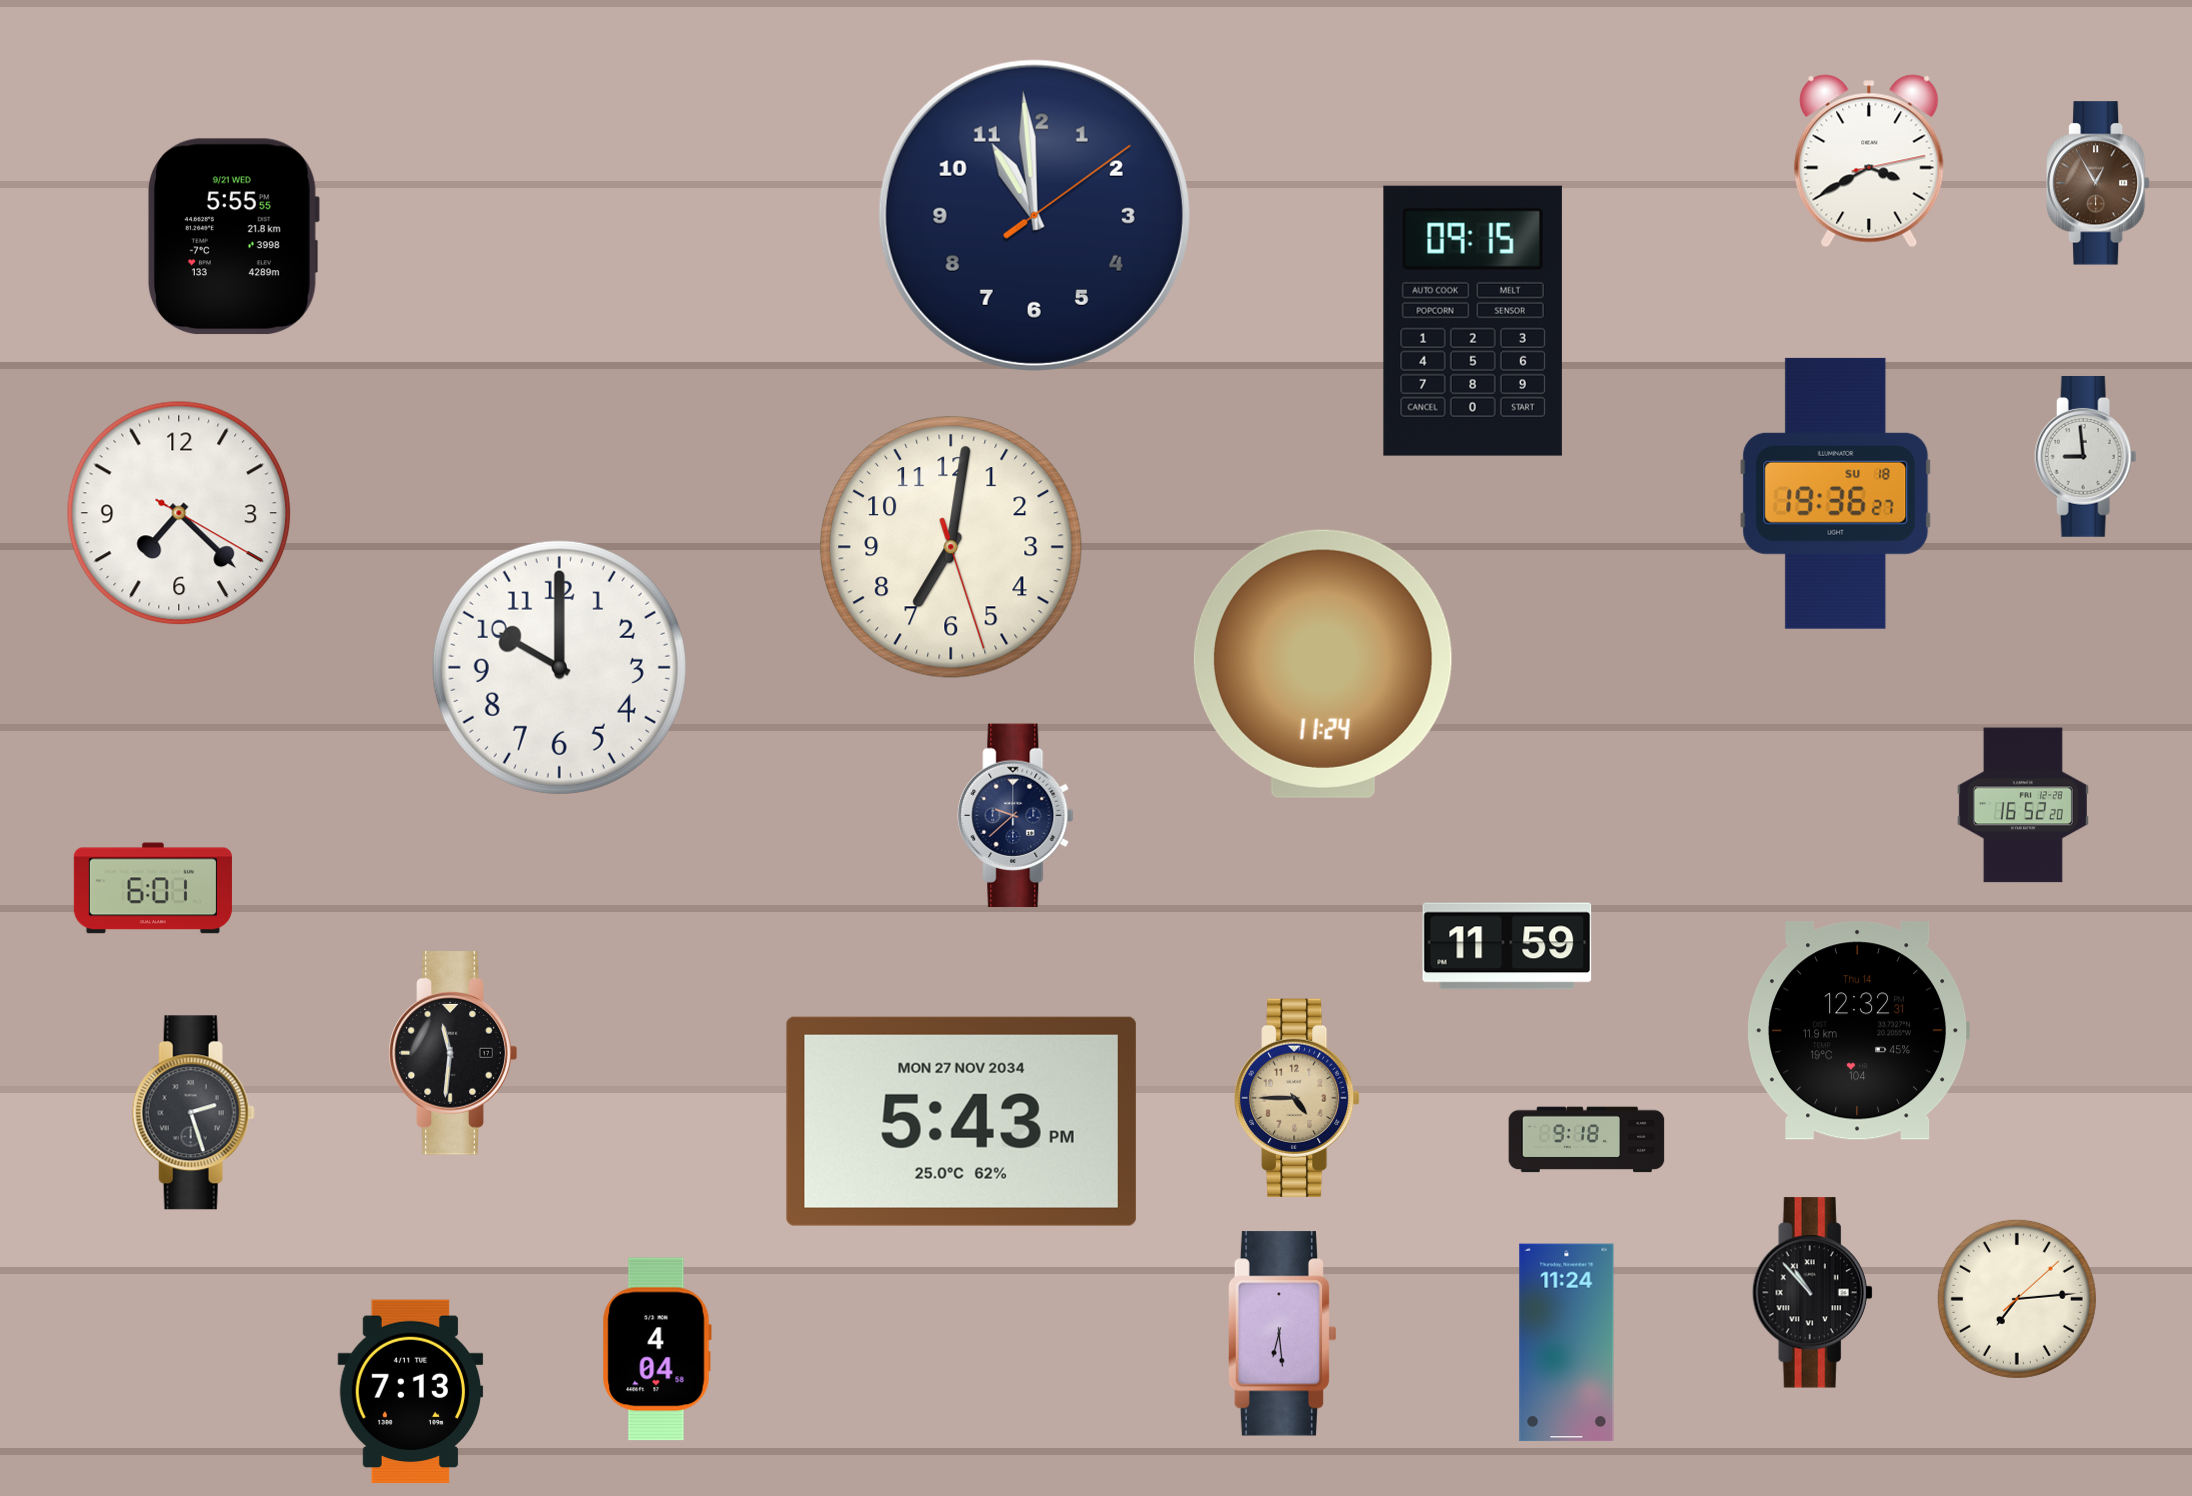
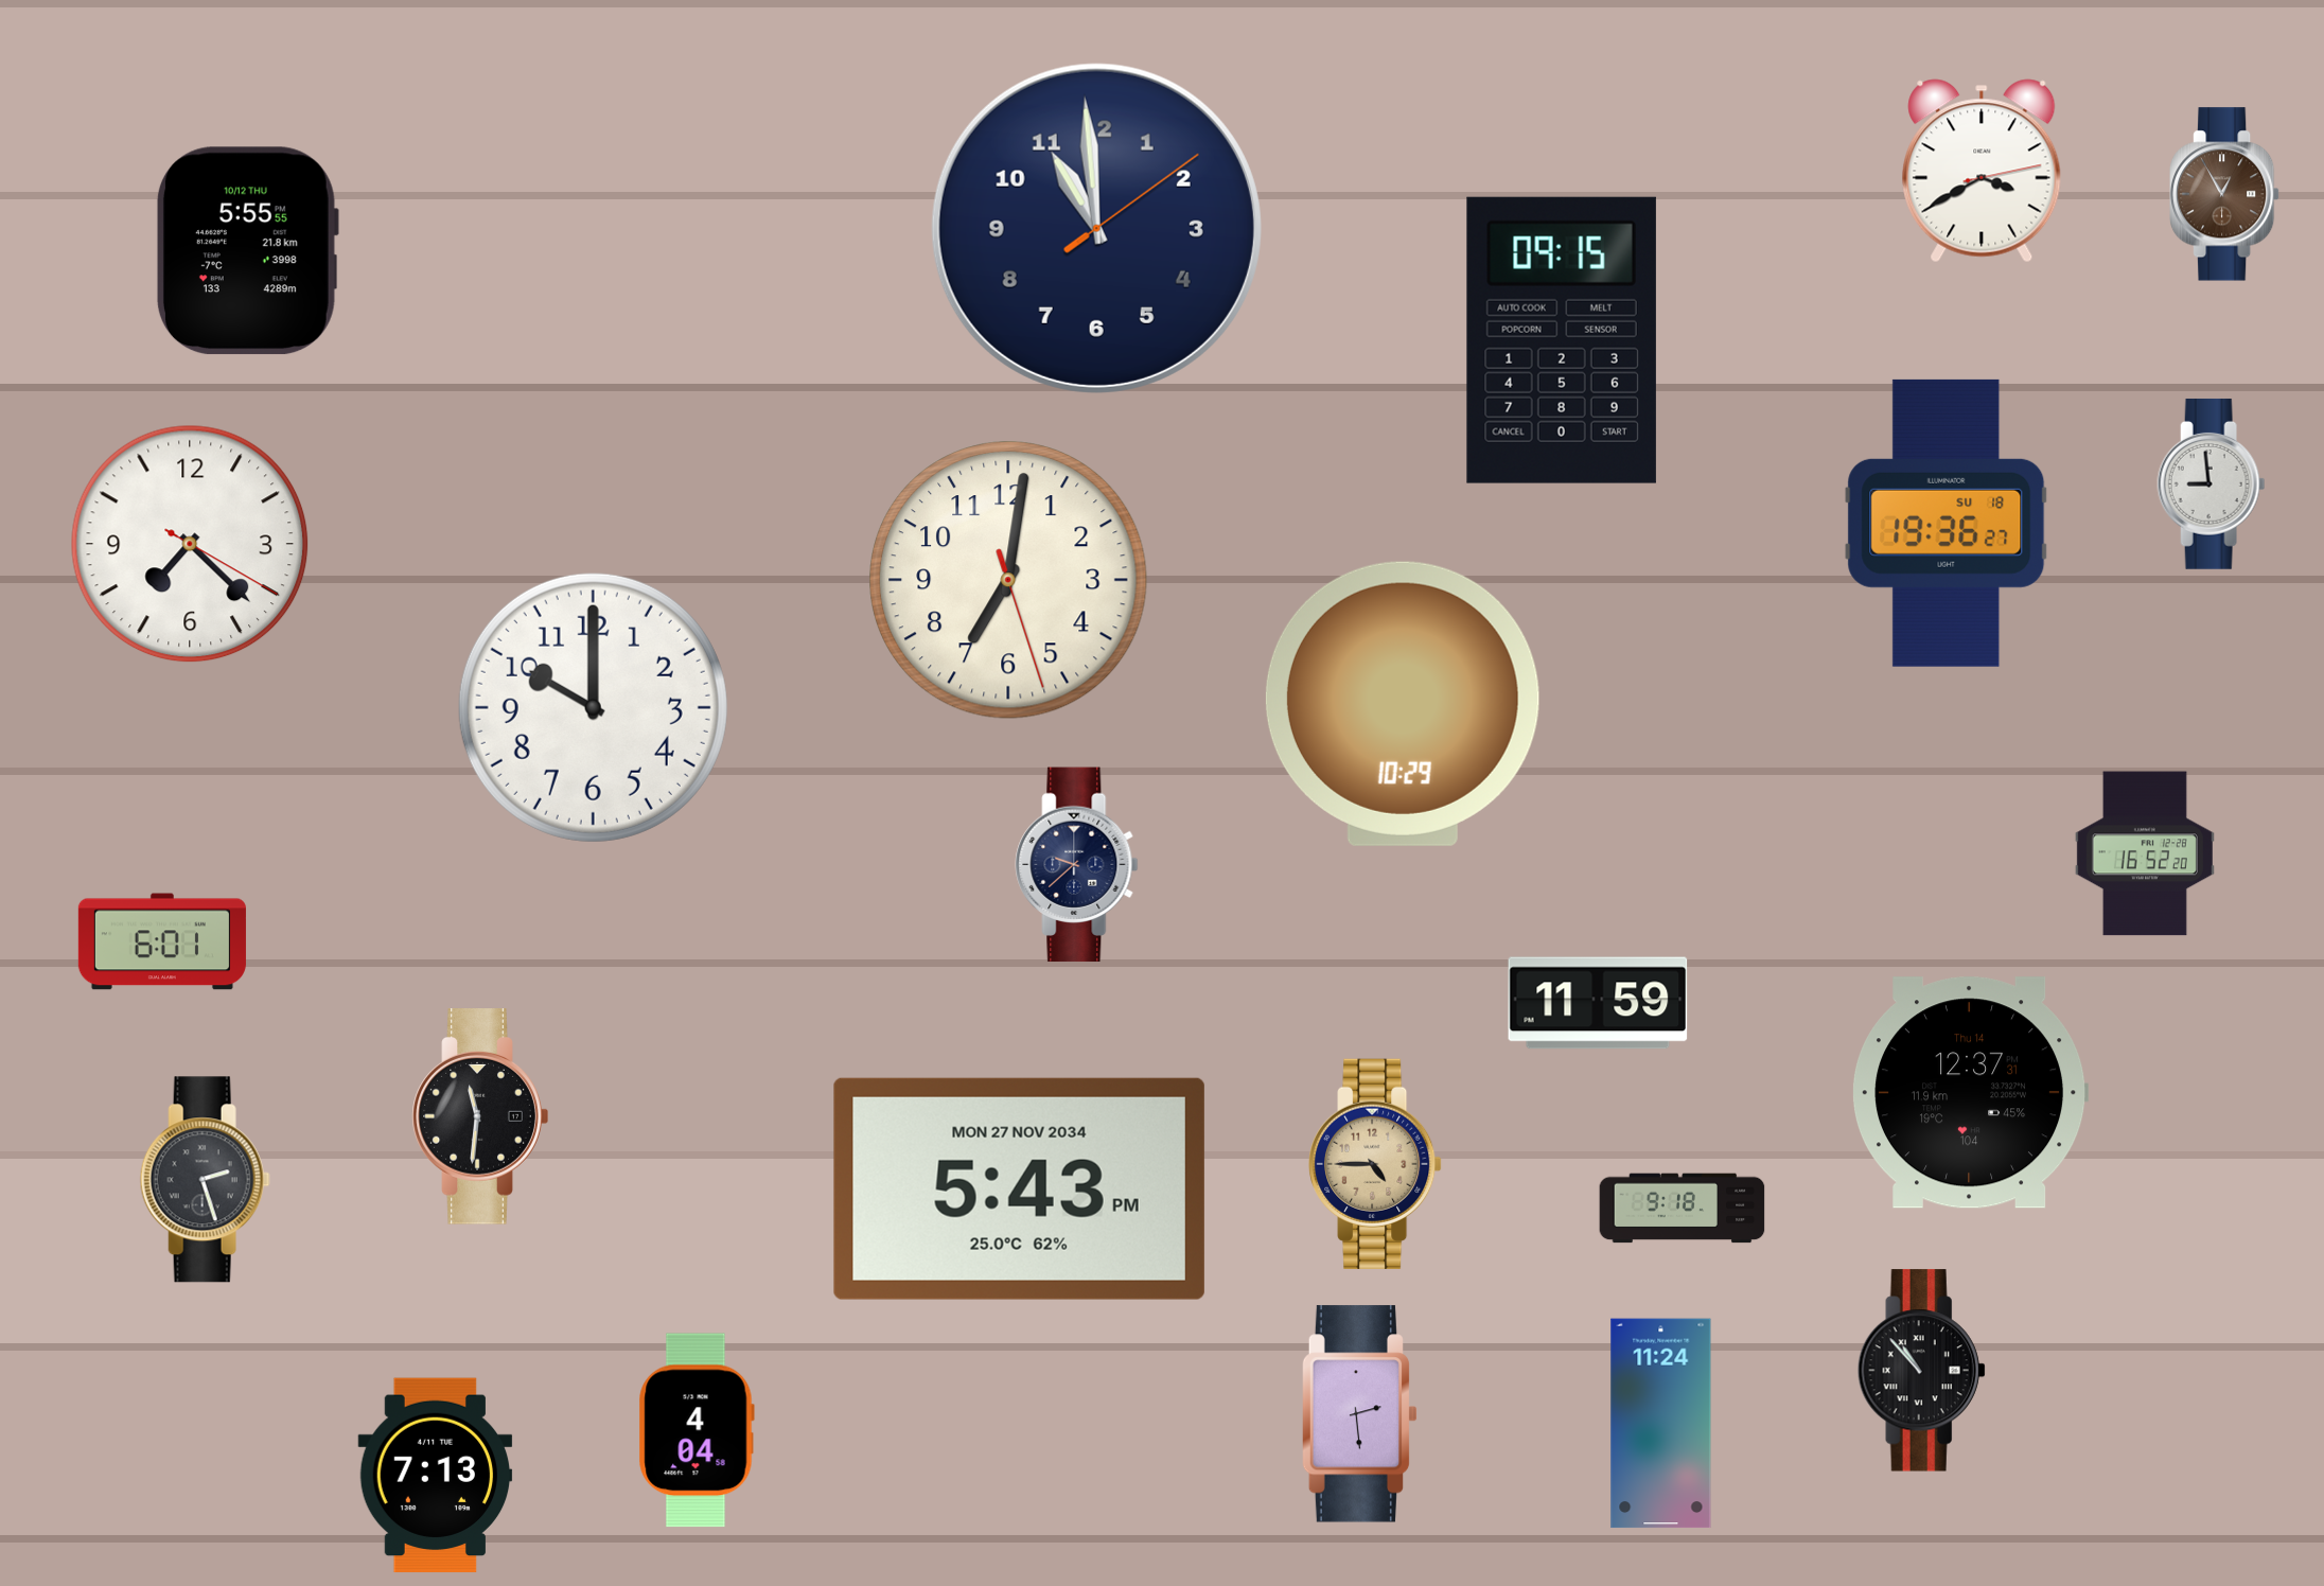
clock at (233, 237) date: 9/21 WED -> 10/12 THU
clock at (1323, 664): 11:24 -> 10:29
clock at (1858, 1031): 12:32 -> 12:37
clock at (2017, 1299): 7:14 -> none
clock at (1282, 1334): 6:29 -> 2:29
